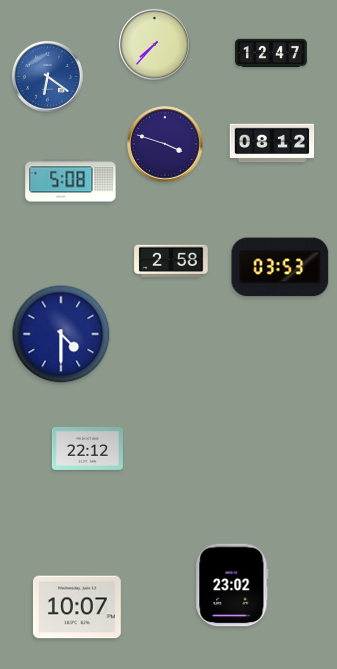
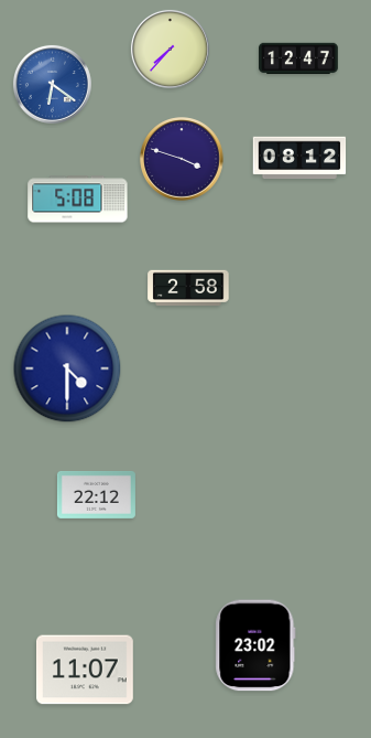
clock at (280, 267): 03:53 -> none
clock at (78, 607): 10:07 -> 11:07
